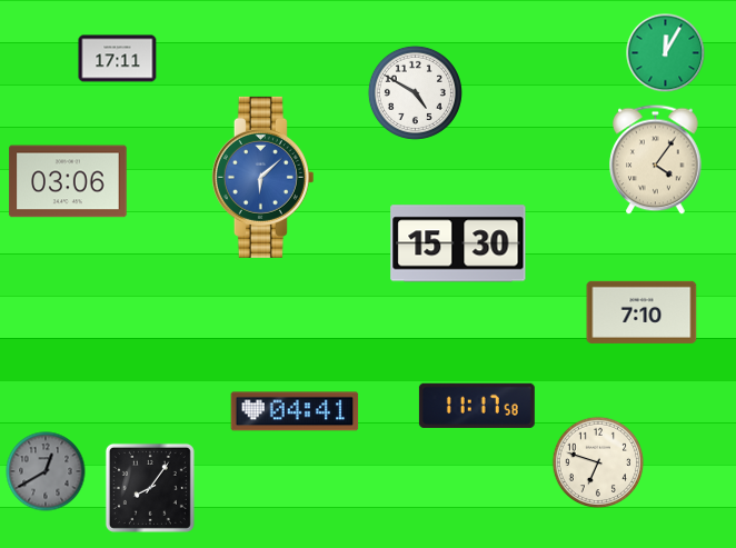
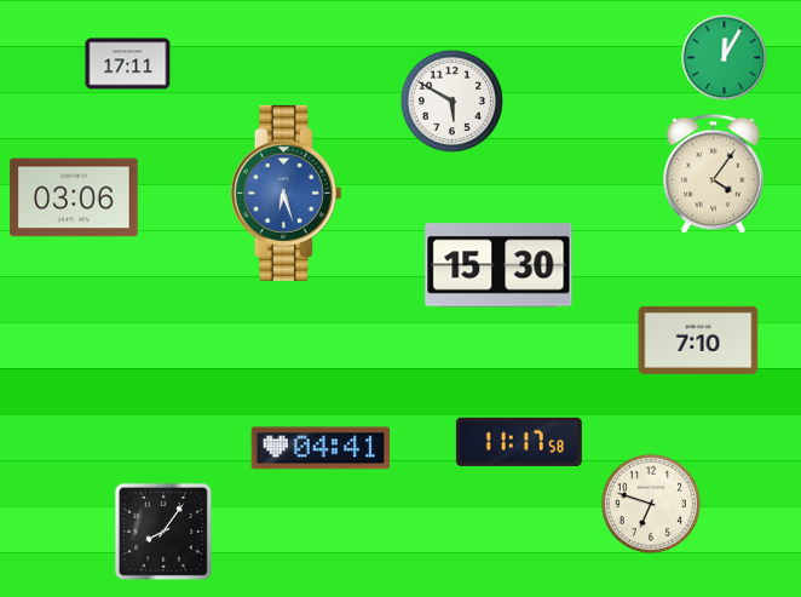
clock at (415, 92): 4:50 -> 5:50
clock at (262, 177): 6:08 -> 6:27
clock at (46, 471): 12:40 -> none
